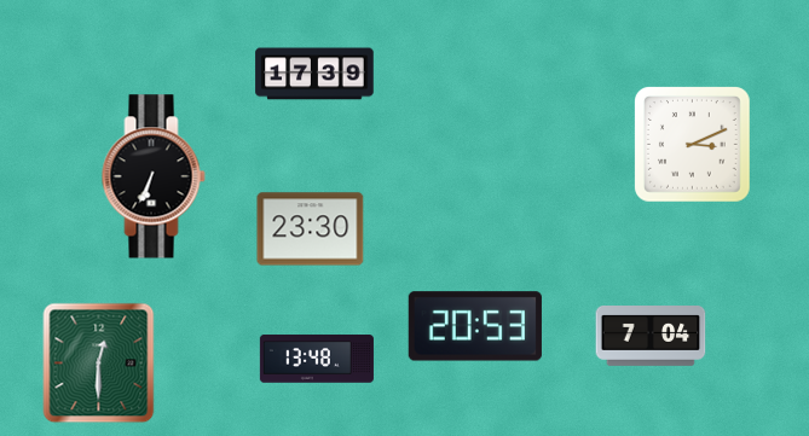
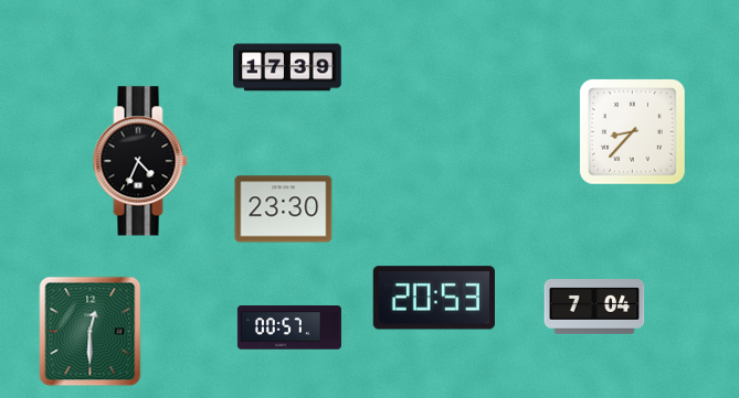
clock at (693, 145): 3:11 -> 8:37
clock at (154, 176): 6:34 -> 4:34
clock at (317, 359): 13:48 -> 00:57
